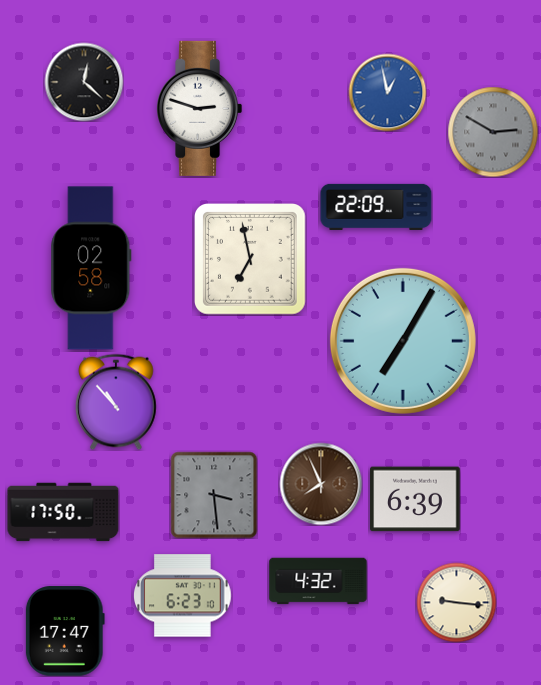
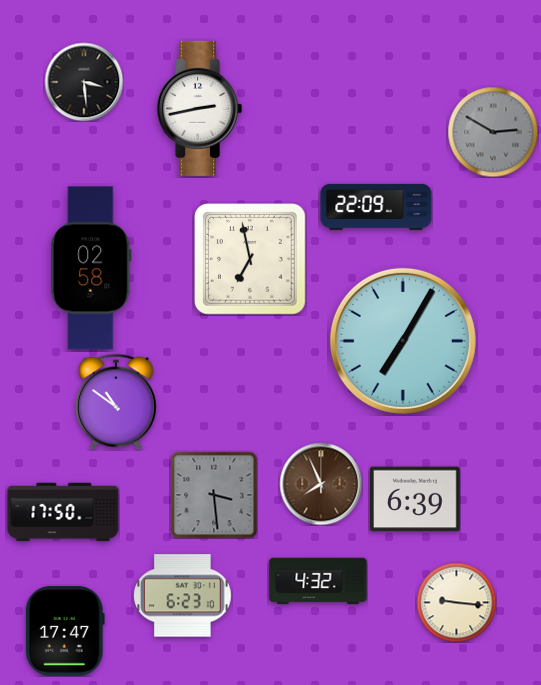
clock at (84, 82): 12:22 -> 3:29
clock at (387, 92): 12:58 -> none
clock at (200, 108): 2:48 -> 2:43
clock at (117, 402): 10:53 -> 10:51
